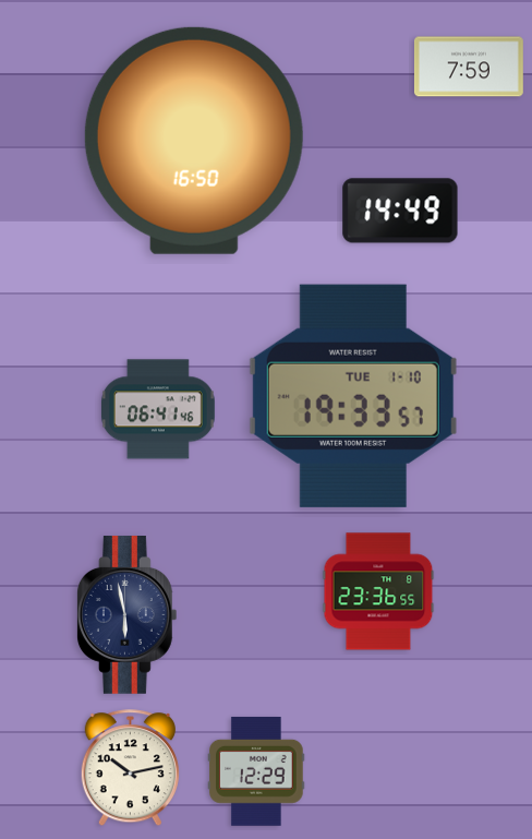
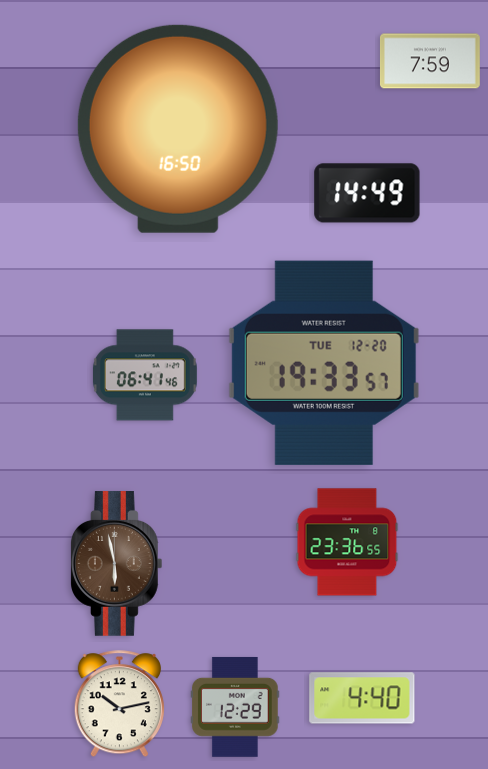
clock at (353, 396) date: TUE 1-10 -> TUE 12-20
clock at (126, 615) dial: navy -> brown
clock at (362, 698): none -> 4:40
